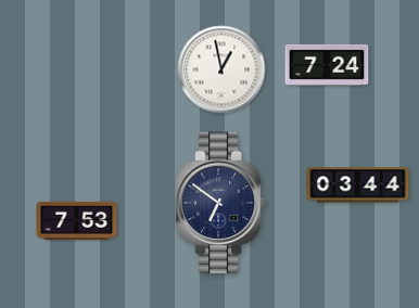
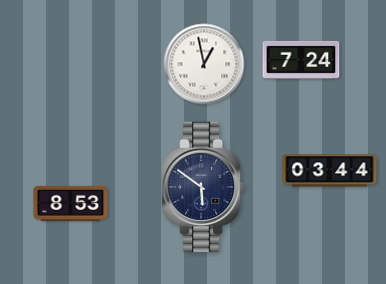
clock at (221, 203): 6:51 -> 5:51
clock at (77, 220): 7:53 -> 8:53
